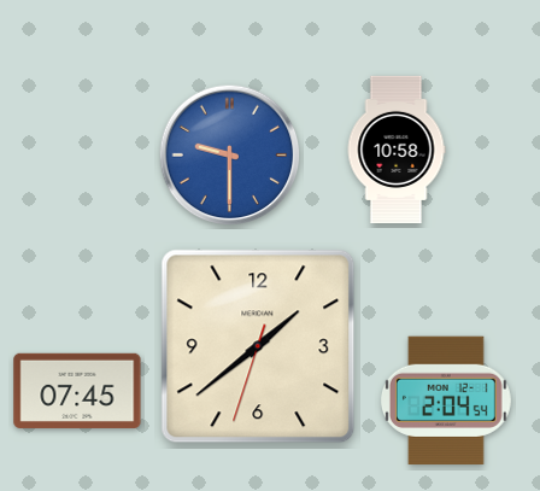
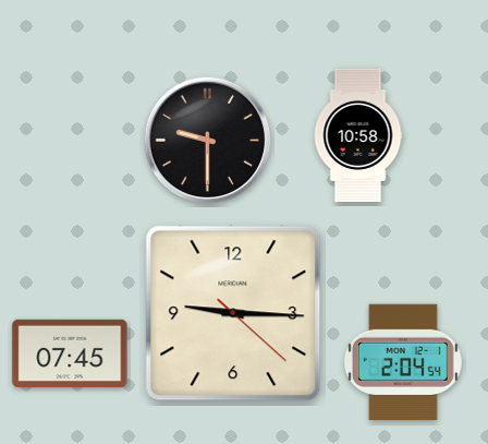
clock at (230, 156) dial: blue -> black
clock at (258, 346): 1:38 -> 9:15
